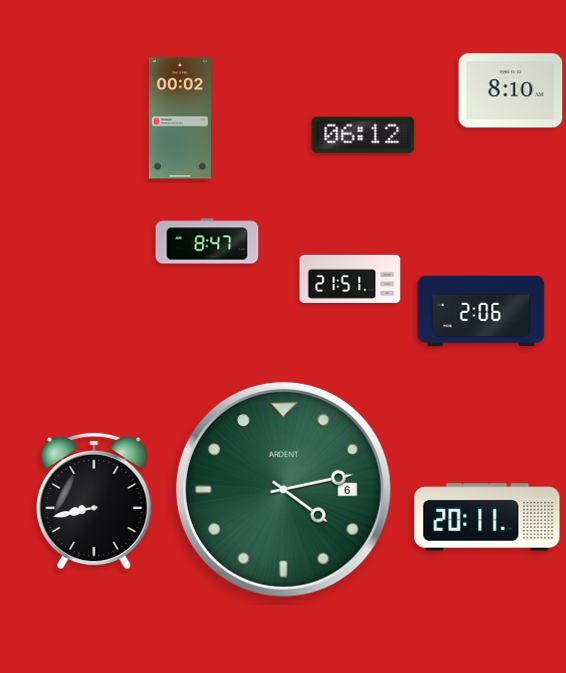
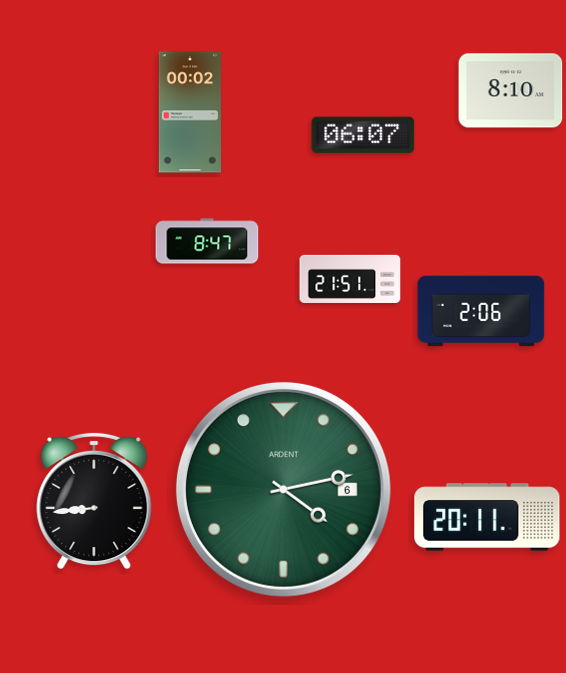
clock at (180, 118) position: (180, 118) -> (190, 112)
clock at (363, 135): 06:12 -> 06:07
clock at (94, 500): 8:43 -> 8:44
